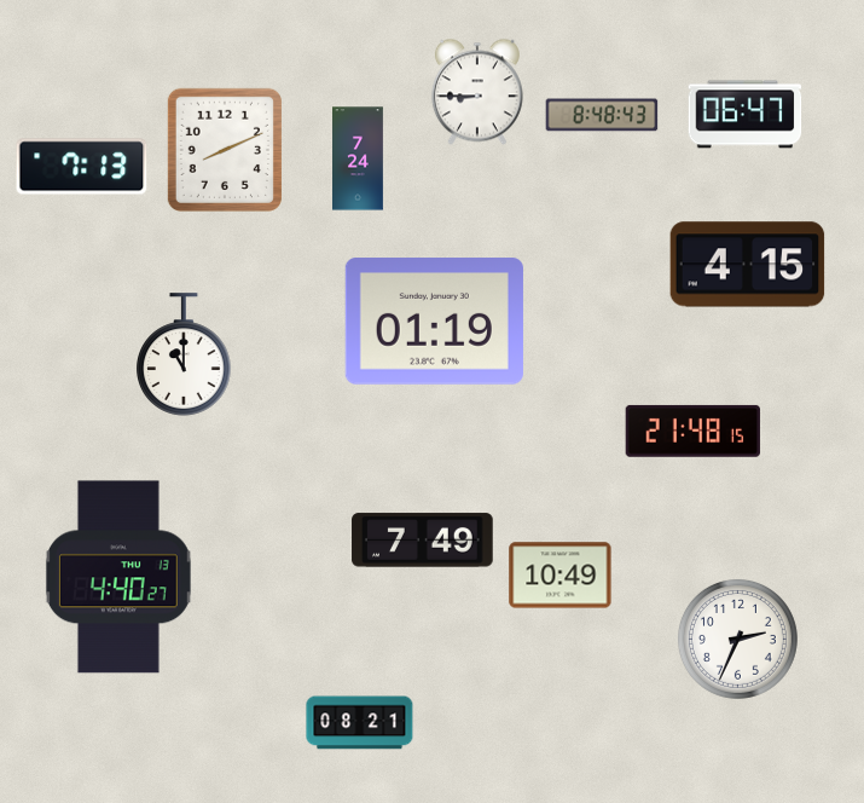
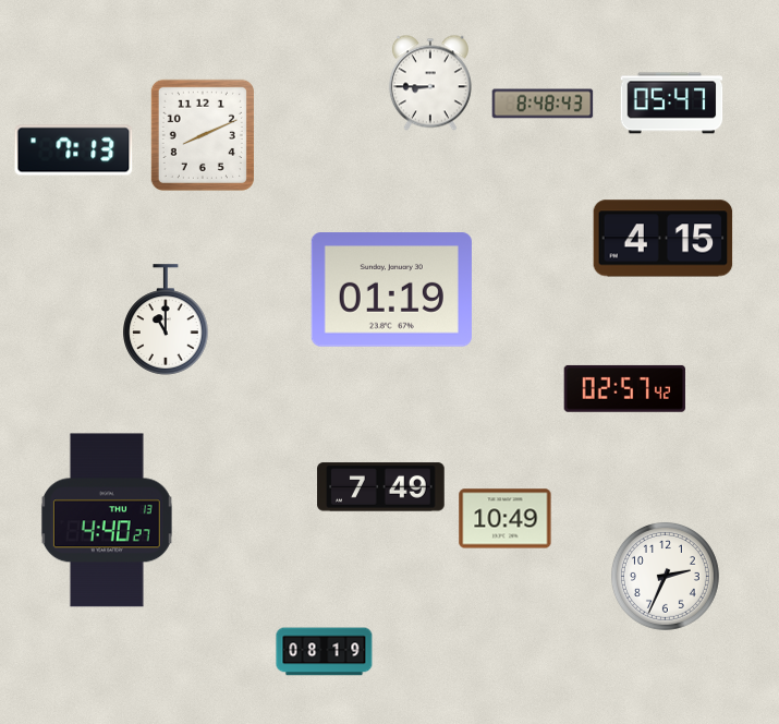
clock at (746, 115): 06:47 -> 05:47
clock at (359, 158): 7:24 -> none
clock at (748, 265) position: (748, 265) -> (664, 239)
clock at (692, 431): 21:48 -> 02:57
clock at (360, 723): 08:21 -> 08:19
